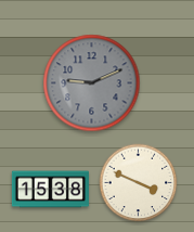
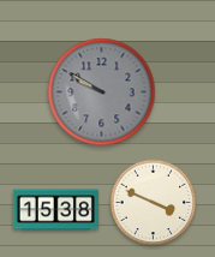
clock at (92, 83): 9:11 -> 9:50
